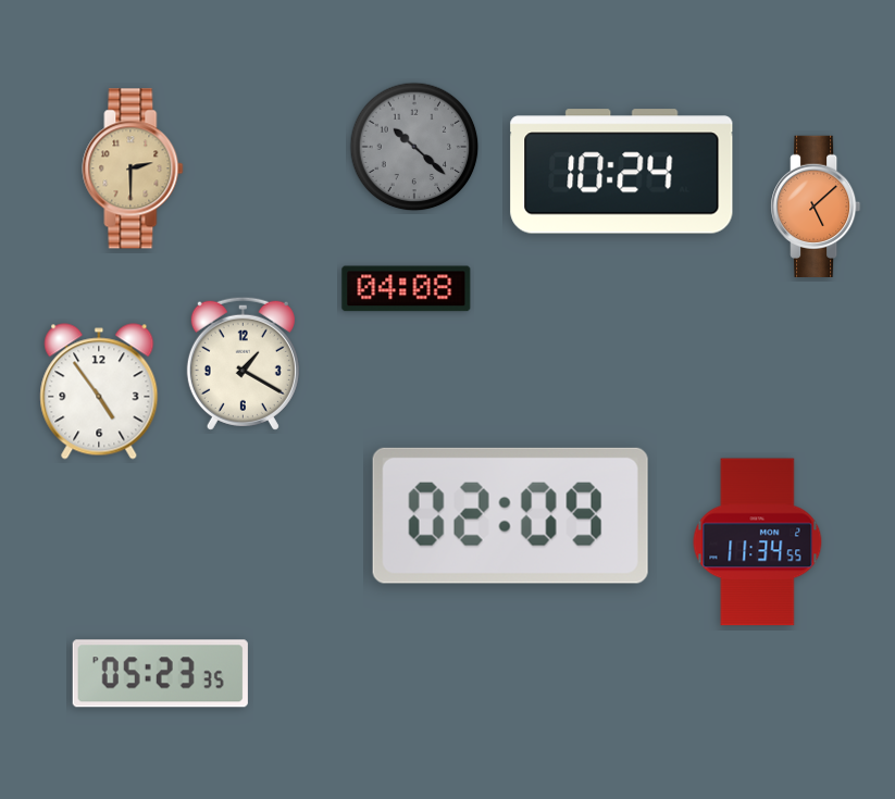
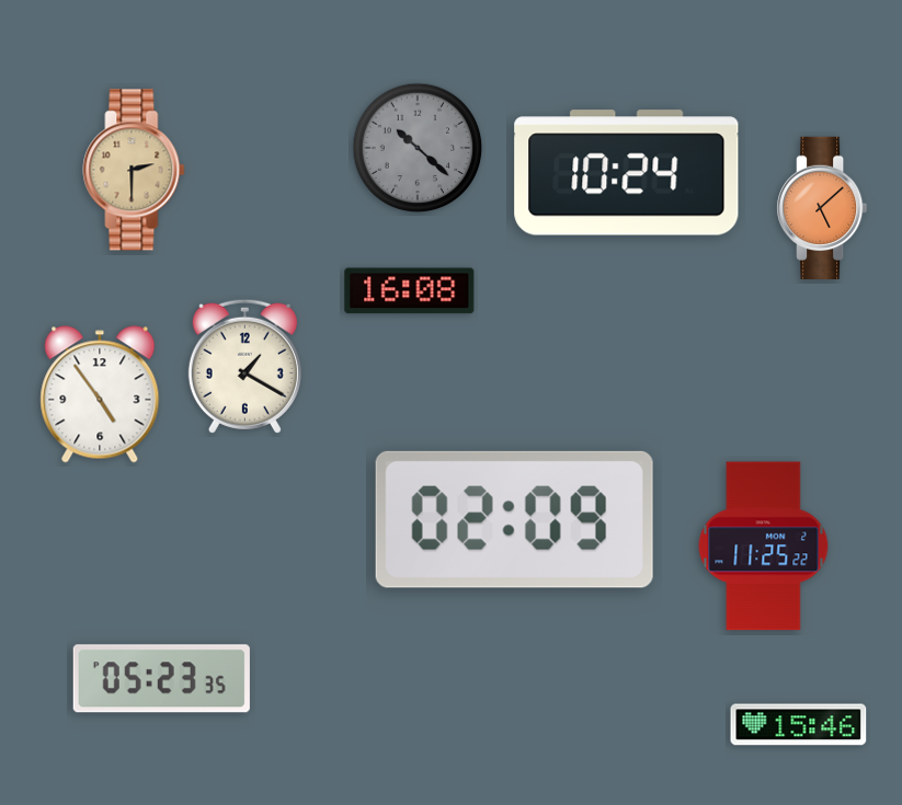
clock at (407, 289): 04:08 -> 16:08
clock at (758, 542): 11:34 -> 11:25
clock at (799, 725): none -> 15:46
